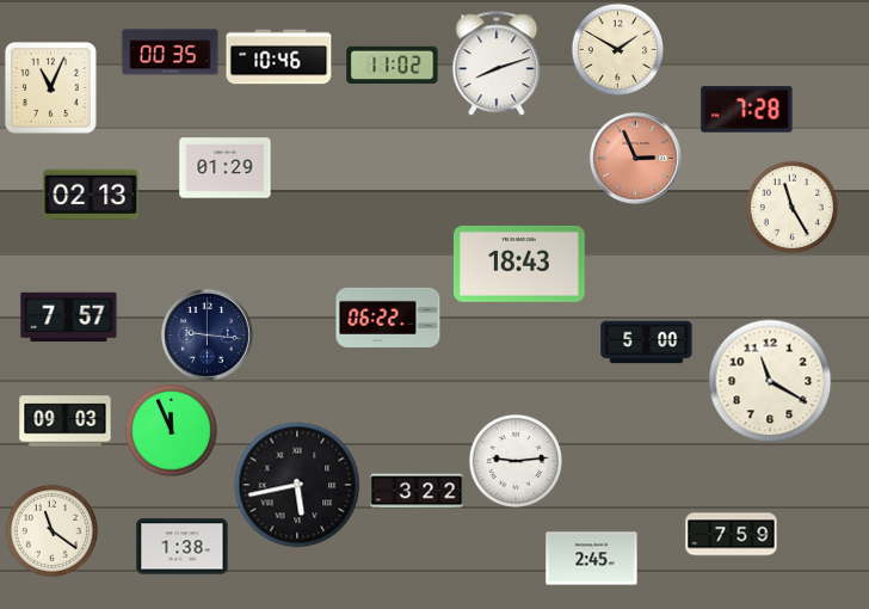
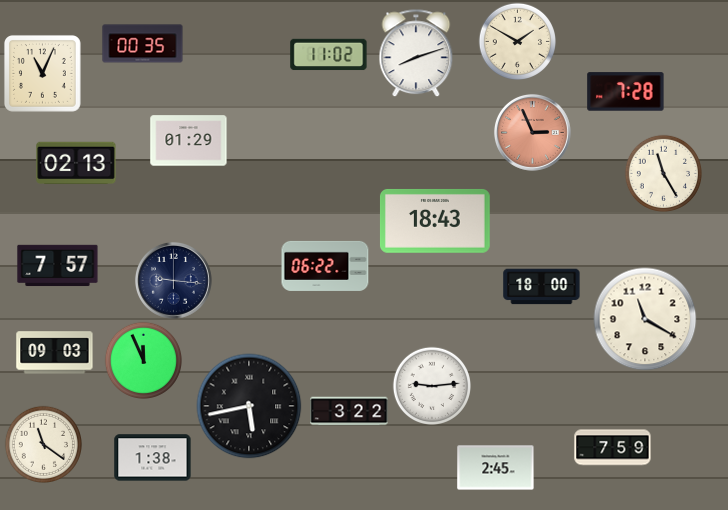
clock at (279, 57): 10:46 -> none
clock at (647, 343): 5:00 -> 18:00
